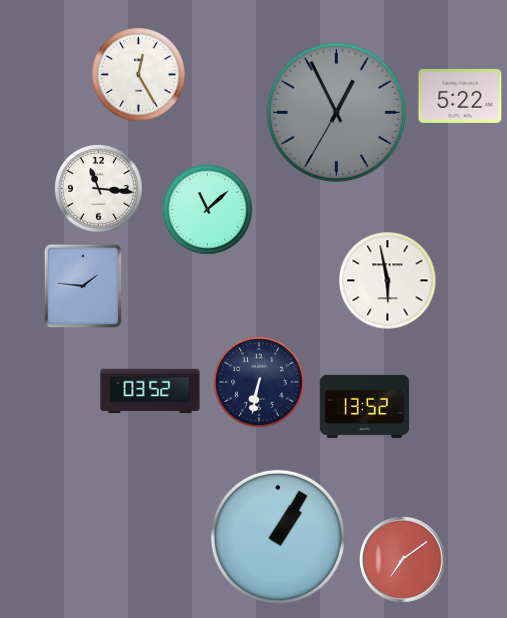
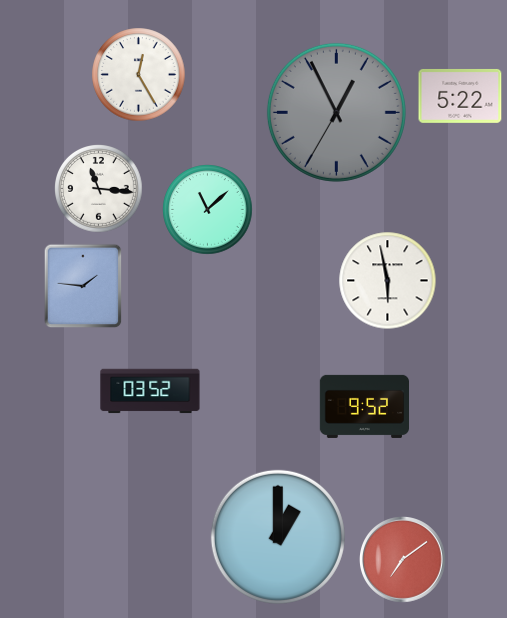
clock at (259, 382): 6:32 -> none
clock at (364, 406): 13:52 -> 9:52
clock at (278, 537): 1:05 -> 1:00
